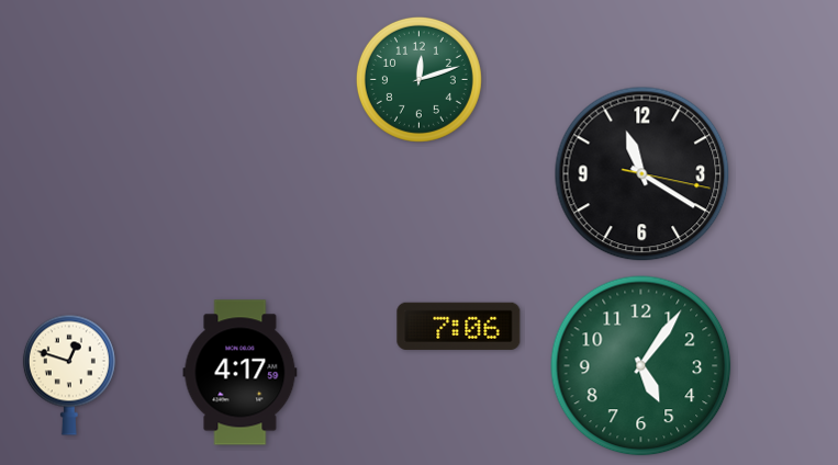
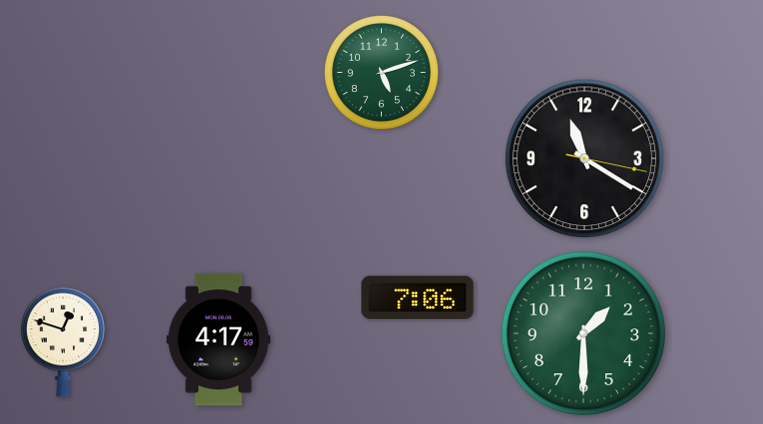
clock at (418, 79): 12:12 -> 5:12
clock at (641, 366): 5:06 -> 1:30
